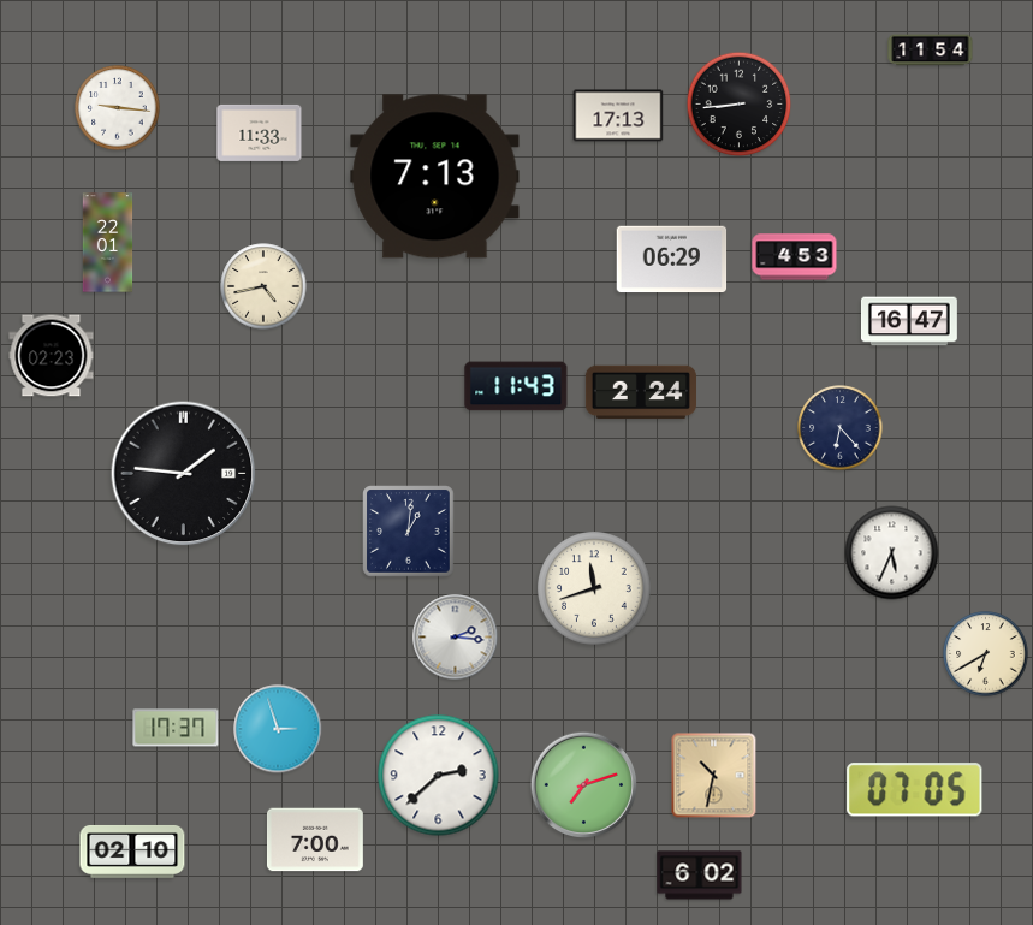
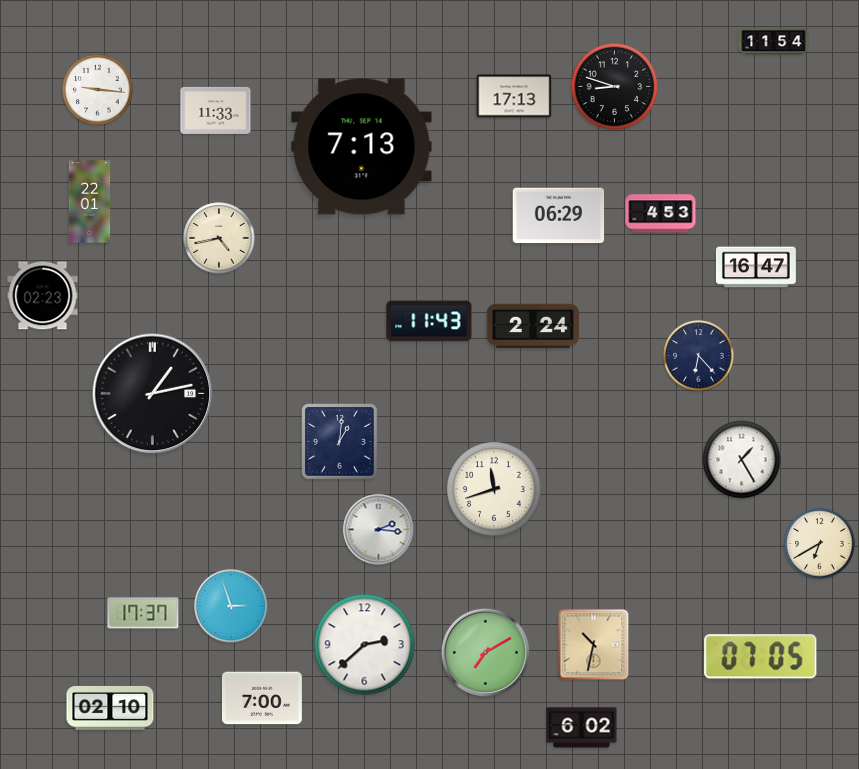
clock at (740, 105): 8:44 -> 8:48
clock at (184, 474): 1:46 -> 1:13
clock at (892, 553): 5:34 -> 1:25
clock at (176, 728) position: (176, 728) -> (143, 613)
clock at (583, 784): 7:12 -> 7:10
